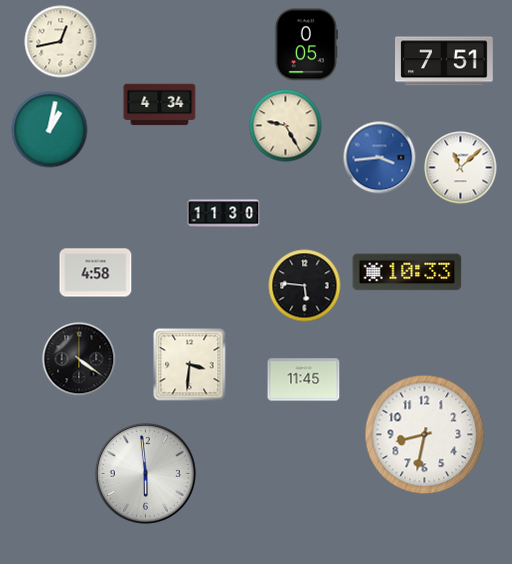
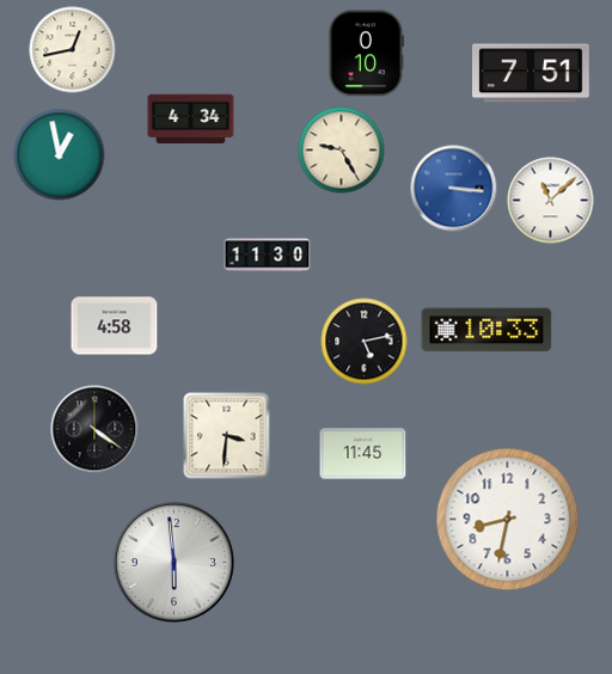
clock at (306, 45): 0:05 -> 0:10
clock at (160, 105) position: (160, 105) -> (191, 120)
clock at (50, 130): 1:02 -> 12:58
clock at (380, 158): 3:44 -> 3:16
clock at (407, 272) position: (407, 272) -> (486, 330)
clock at (305, 286): 5:46 -> 5:13
clock at (145, 473) position: (145, 473) -> (173, 562)
